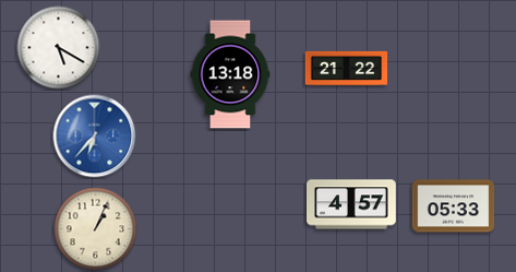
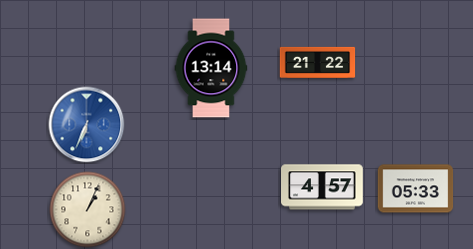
clock at (59, 48): 5:20 -> none
clock at (230, 74): 13:18 -> 13:14
clock at (95, 137): 6:37 -> 6:34
